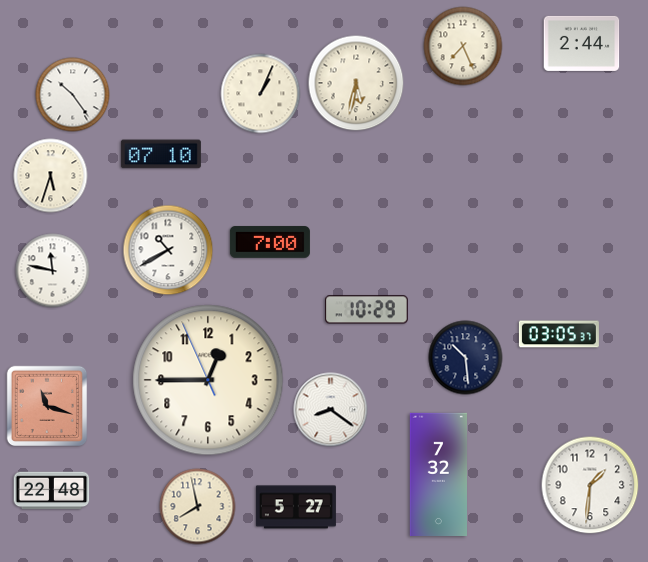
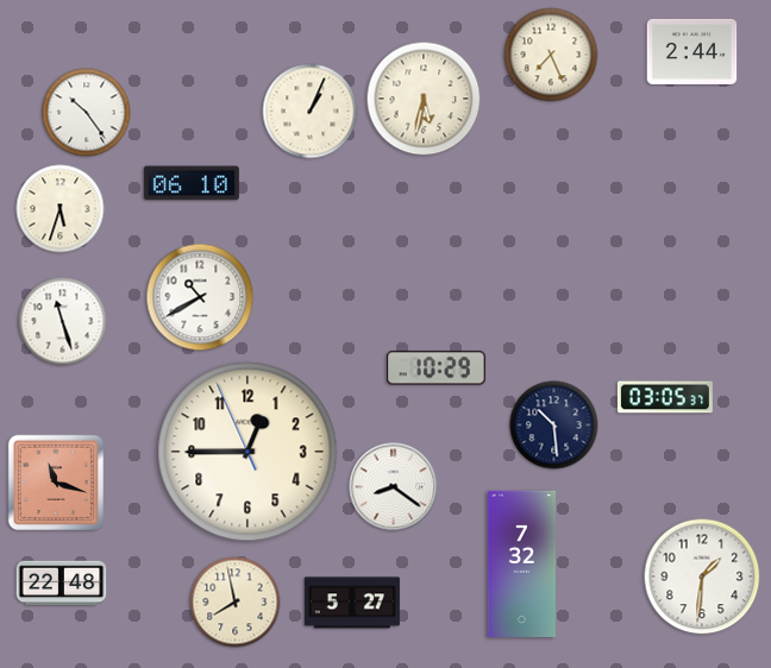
clock at (161, 154): 07:10 -> 06:10
clock at (270, 242): 7:00 -> none
clock at (53, 271): 11:47 -> 11:27
